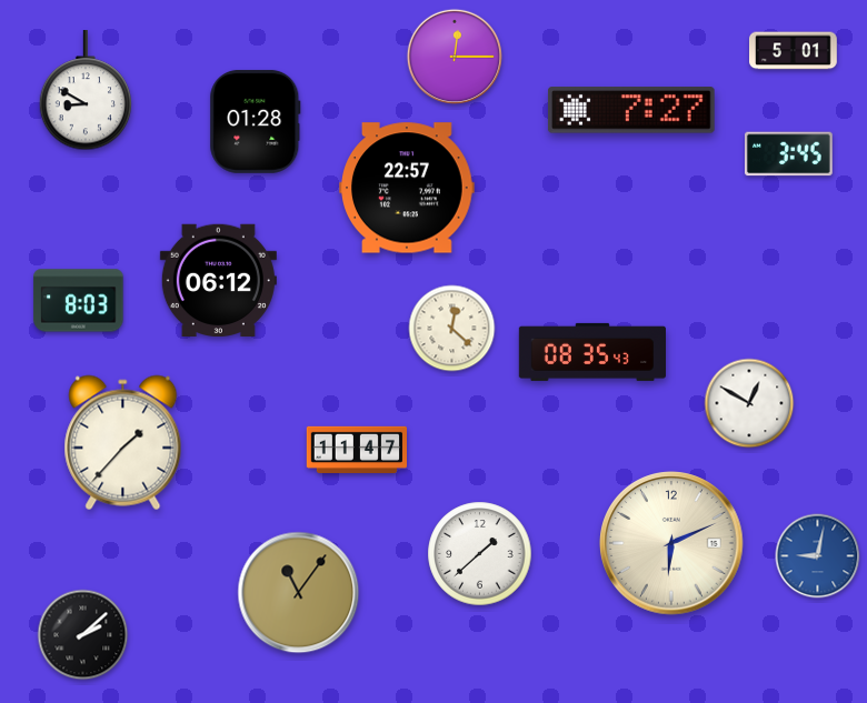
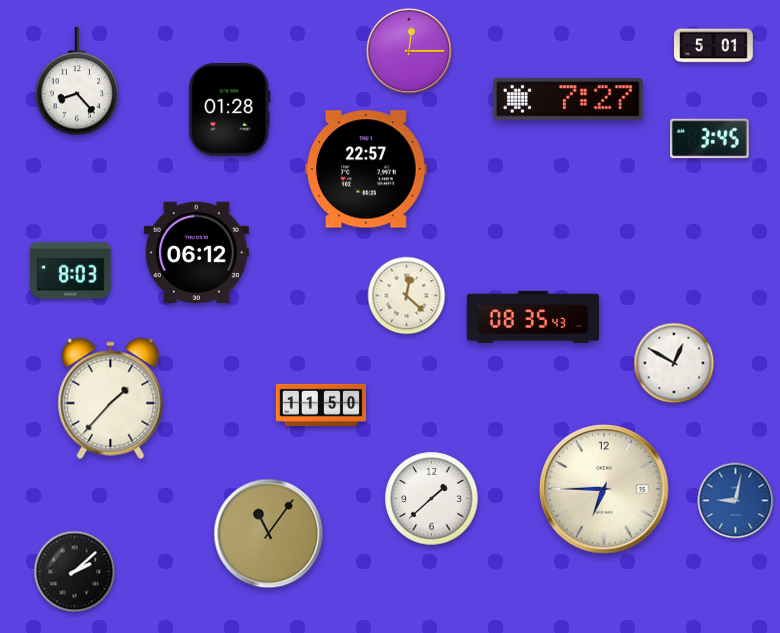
clock at (86, 91): 8:50 -> 8:23
clock at (356, 450): 11:47 -> 11:50
clock at (671, 543): 6:11 -> 6:45
